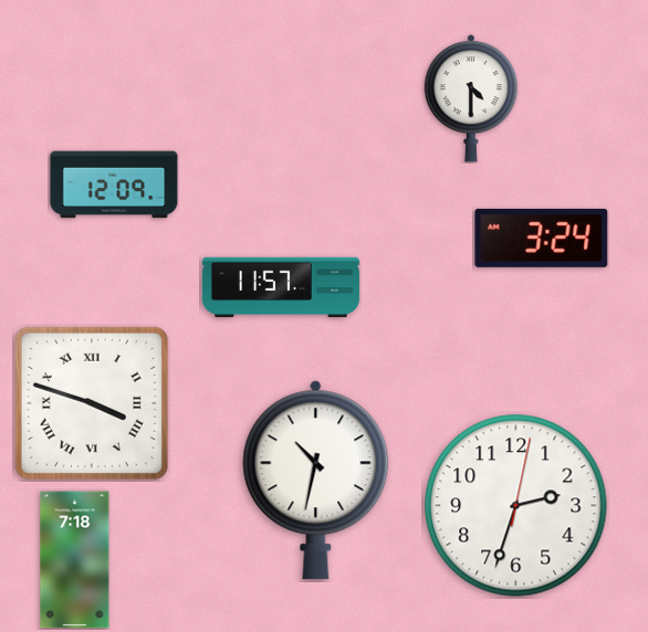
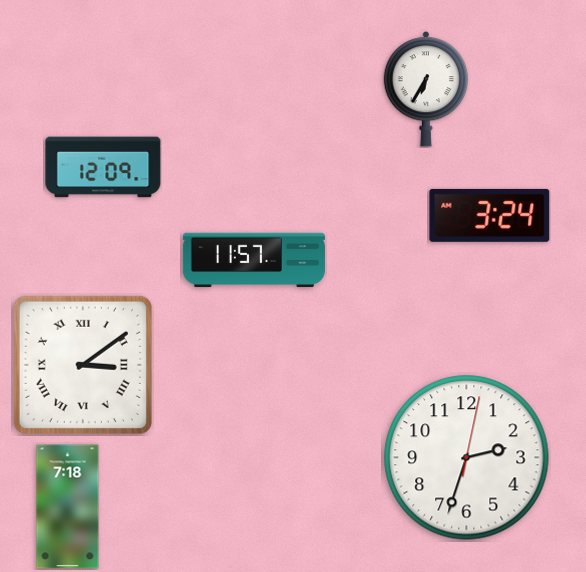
clock at (471, 98): 4:30 -> 6:35
clock at (92, 403): 3:48 -> 3:09
clock at (316, 481): 10:32 -> none
